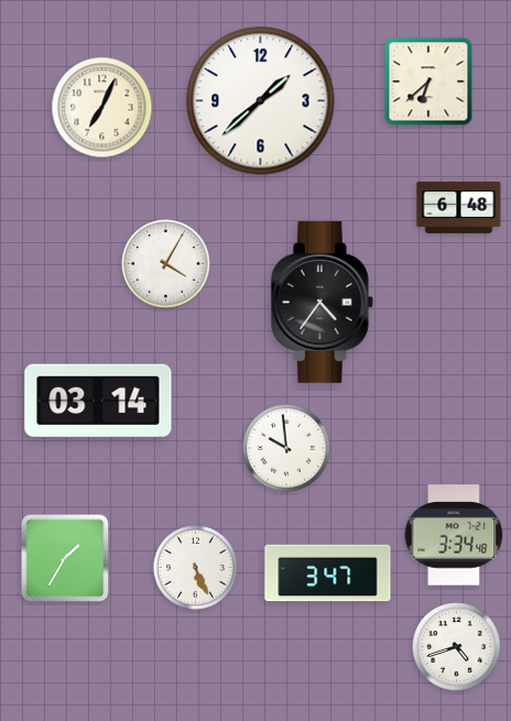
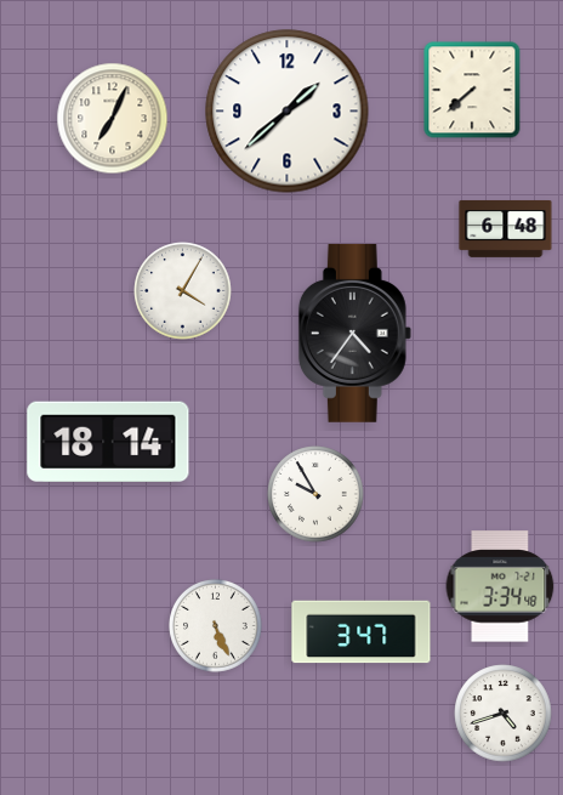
clock at (428, 81): 6:38 -> 7:38
clock at (98, 400): 03:14 -> 18:14
clock at (286, 448): 9:59 -> 9:55
clock at (454, 535) position: (454, 535) -> (500, 586)
clock at (65, 558): 1:35 -> none
